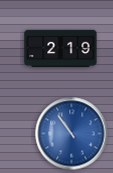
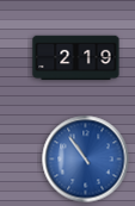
clock at (61, 49) position: (61, 49) -> (76, 58)
